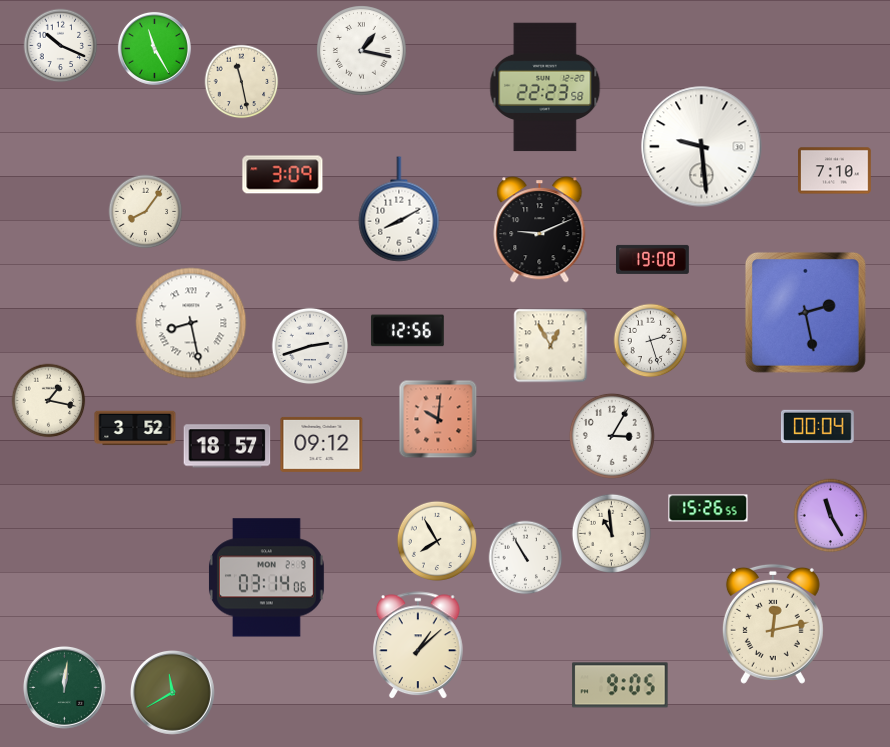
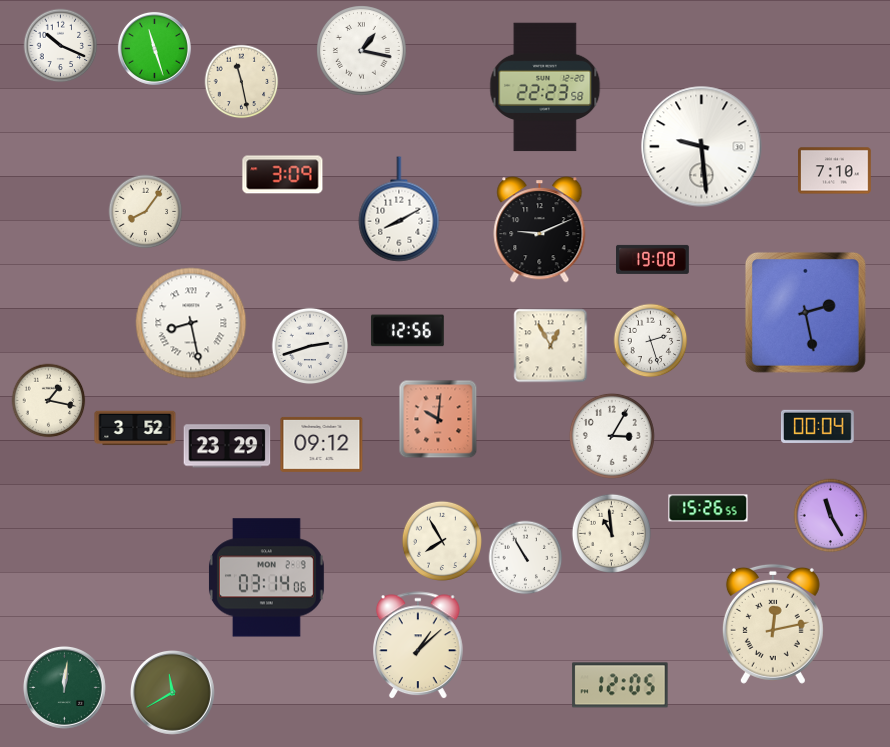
clock at (154, 48): 11:25 -> 11:27
clock at (227, 446): 18:57 -> 23:29
clock at (437, 541) position: (437, 541) -> (442, 541)
clock at (620, 685): 9:05 -> 12:05
